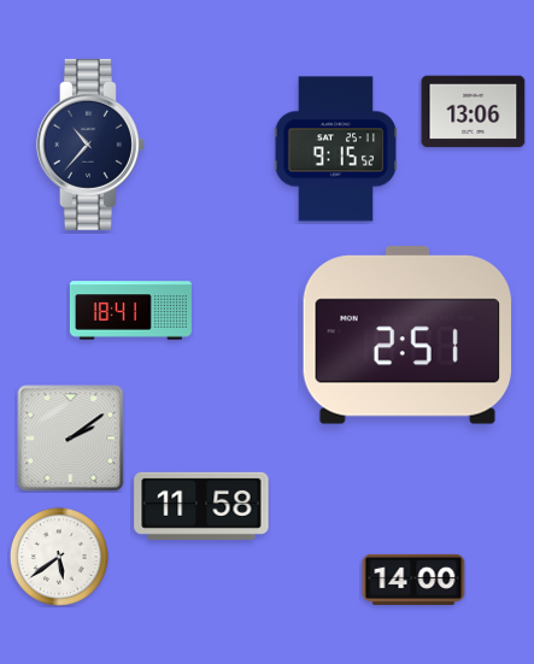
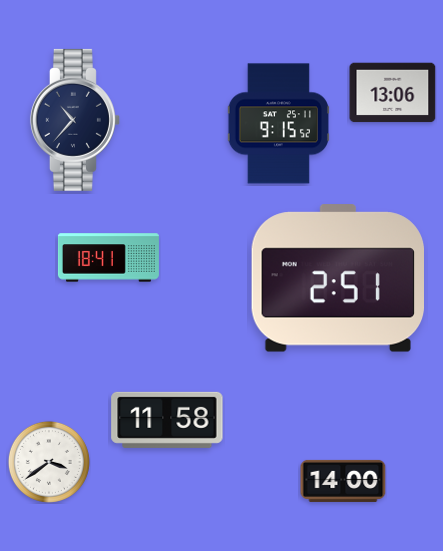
clock at (71, 439): 2:09 -> none
clock at (59, 557): 5:39 -> 3:39
